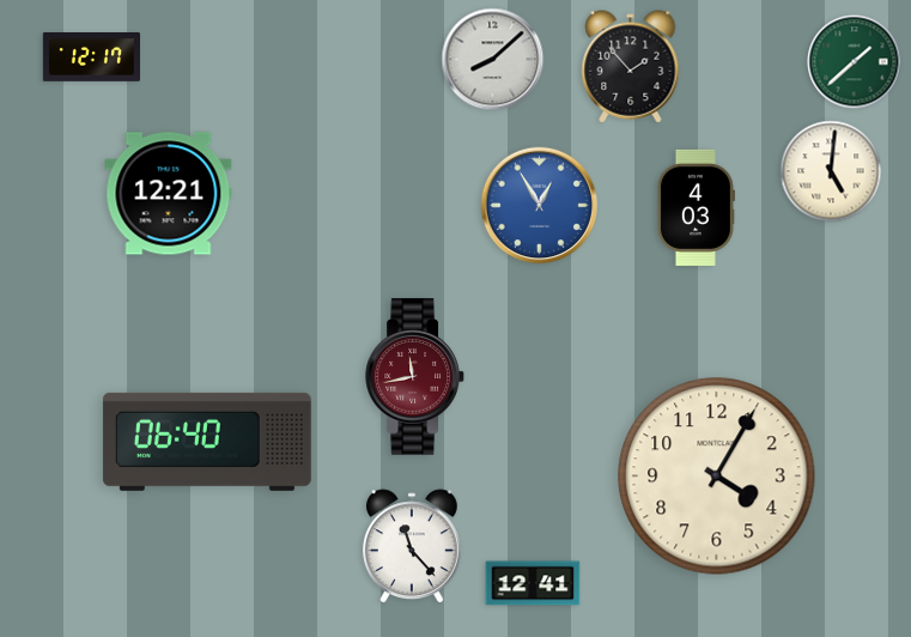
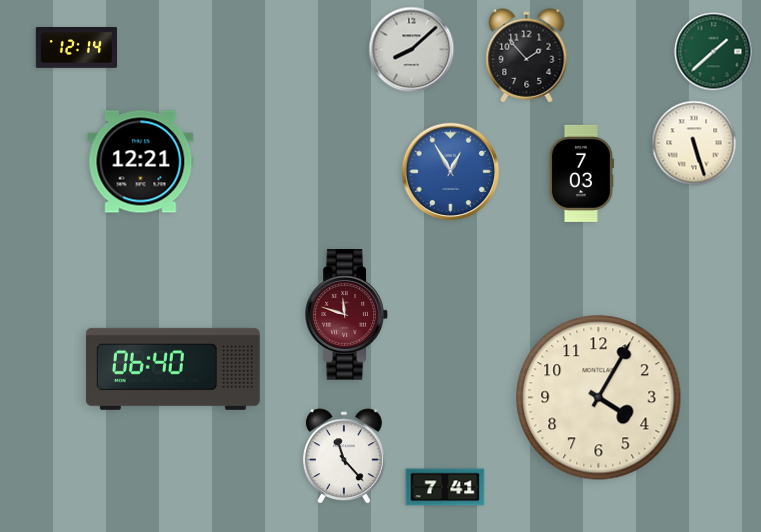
clock at (91, 57): 12:17 -> 12:14
clock at (831, 171): 5:01 -> 5:27
clock at (696, 207): 4:03 -> 7:03
clock at (415, 377): 11:43 -> 11:48
clock at (533, 583): 12:41 -> 7:41
